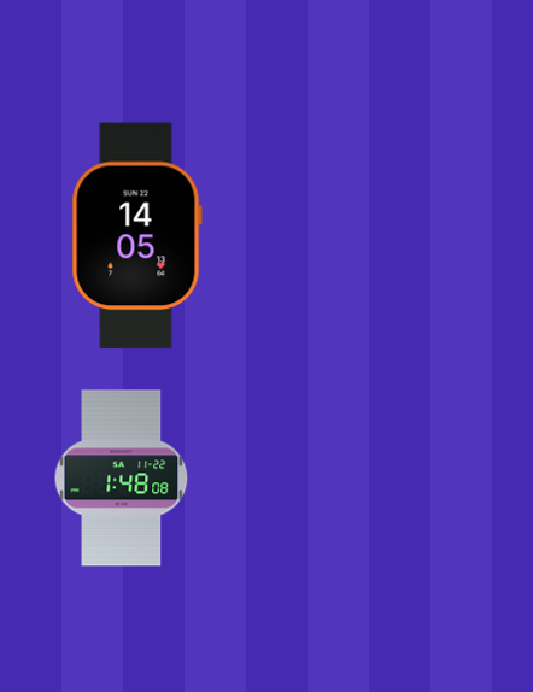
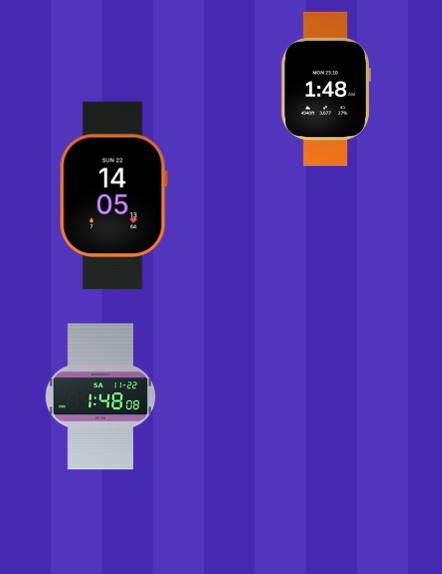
clock at (326, 89): none -> 1:48
